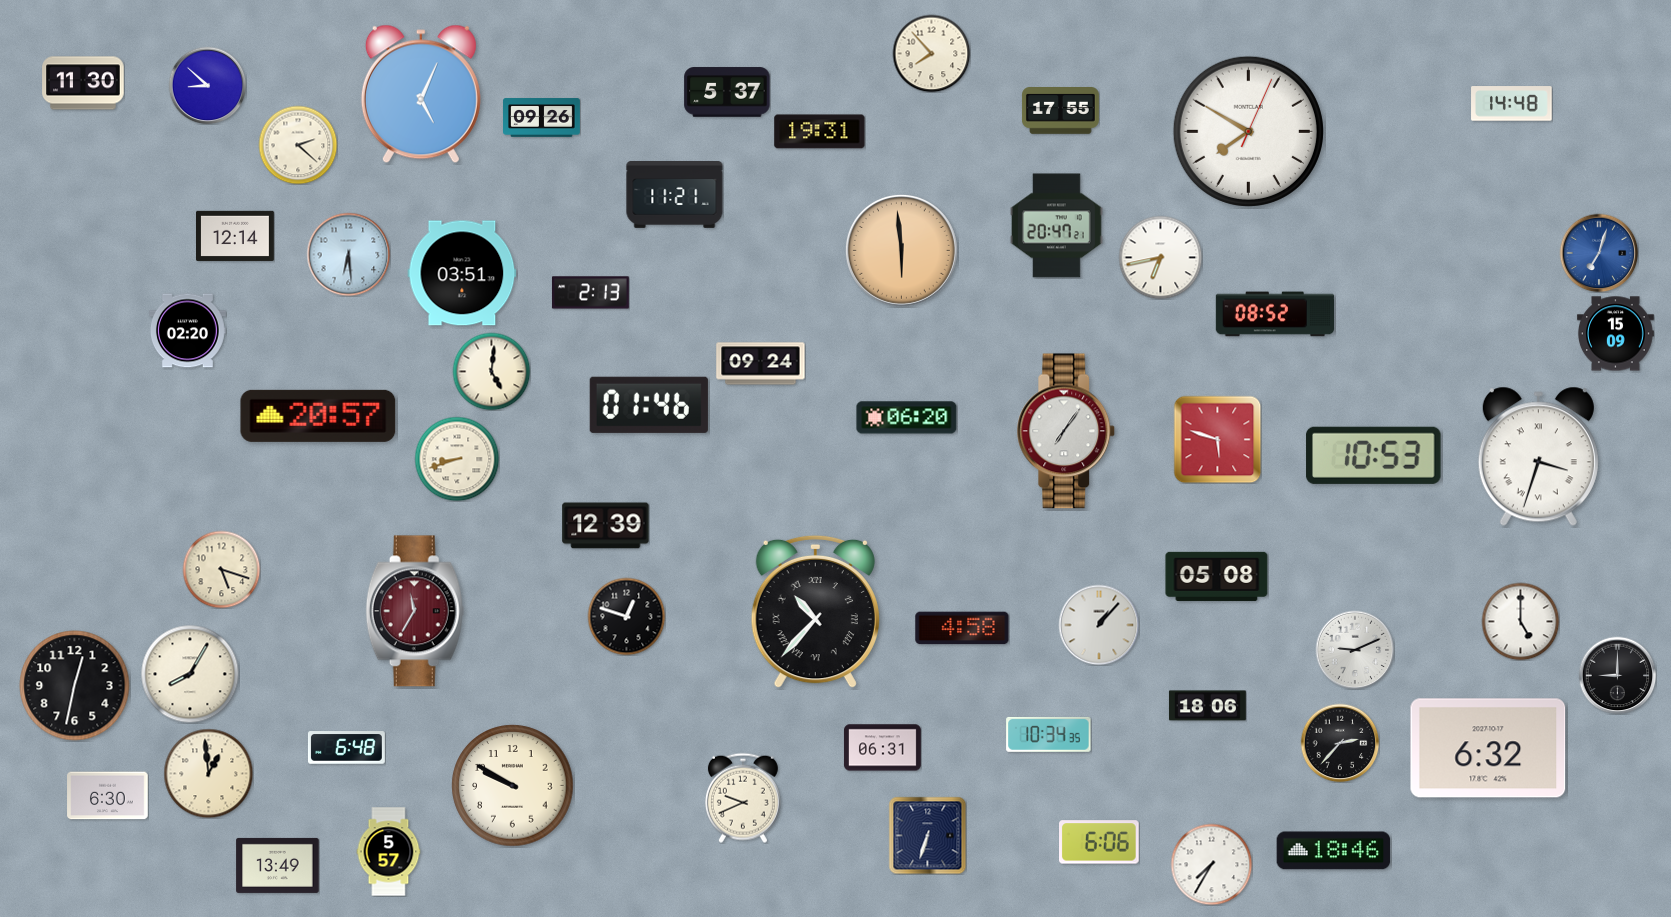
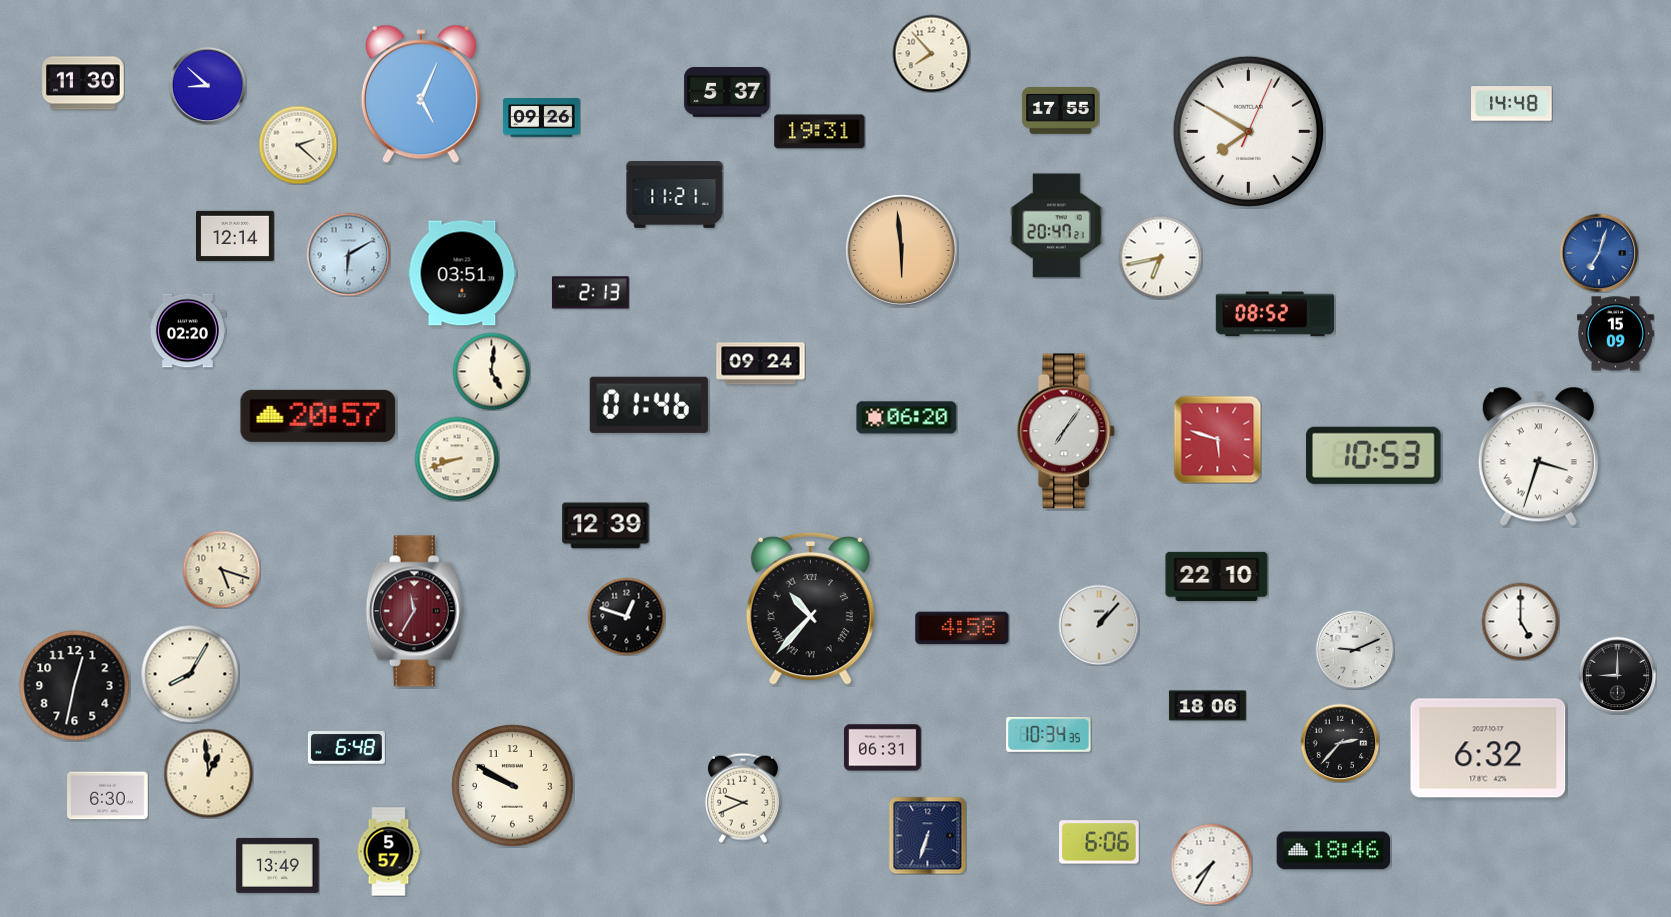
clock at (348, 254): 6:29 -> 6:10
clock at (1217, 576): 05:08 -> 22:10
clock at (815, 612) position: (815, 612) -> (810, 609)
